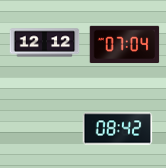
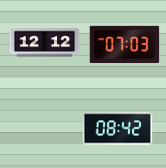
clock at (125, 45): 07:04 -> 07:03
